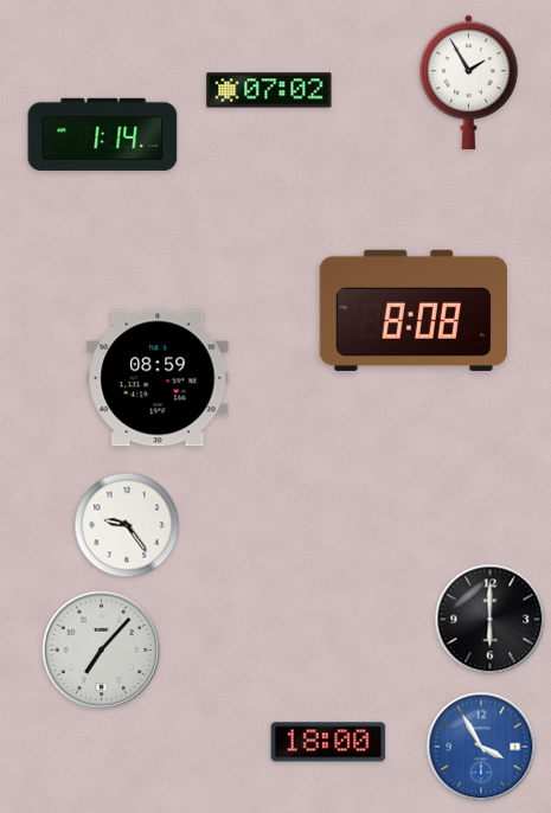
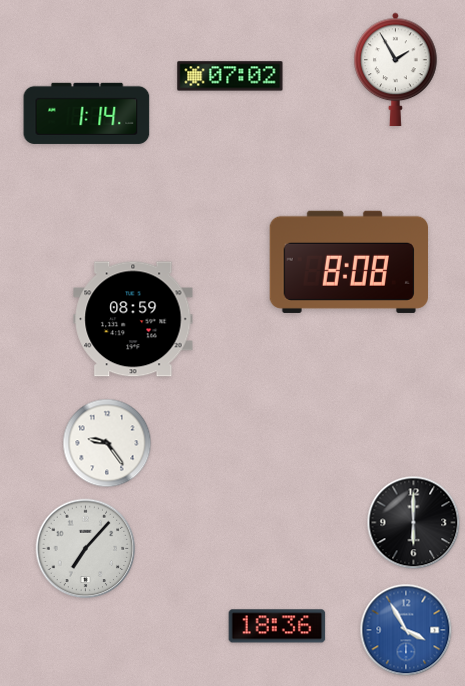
clock at (269, 90) position: (269, 90) -> (230, 76)
clock at (328, 742): 18:00 -> 18:36
